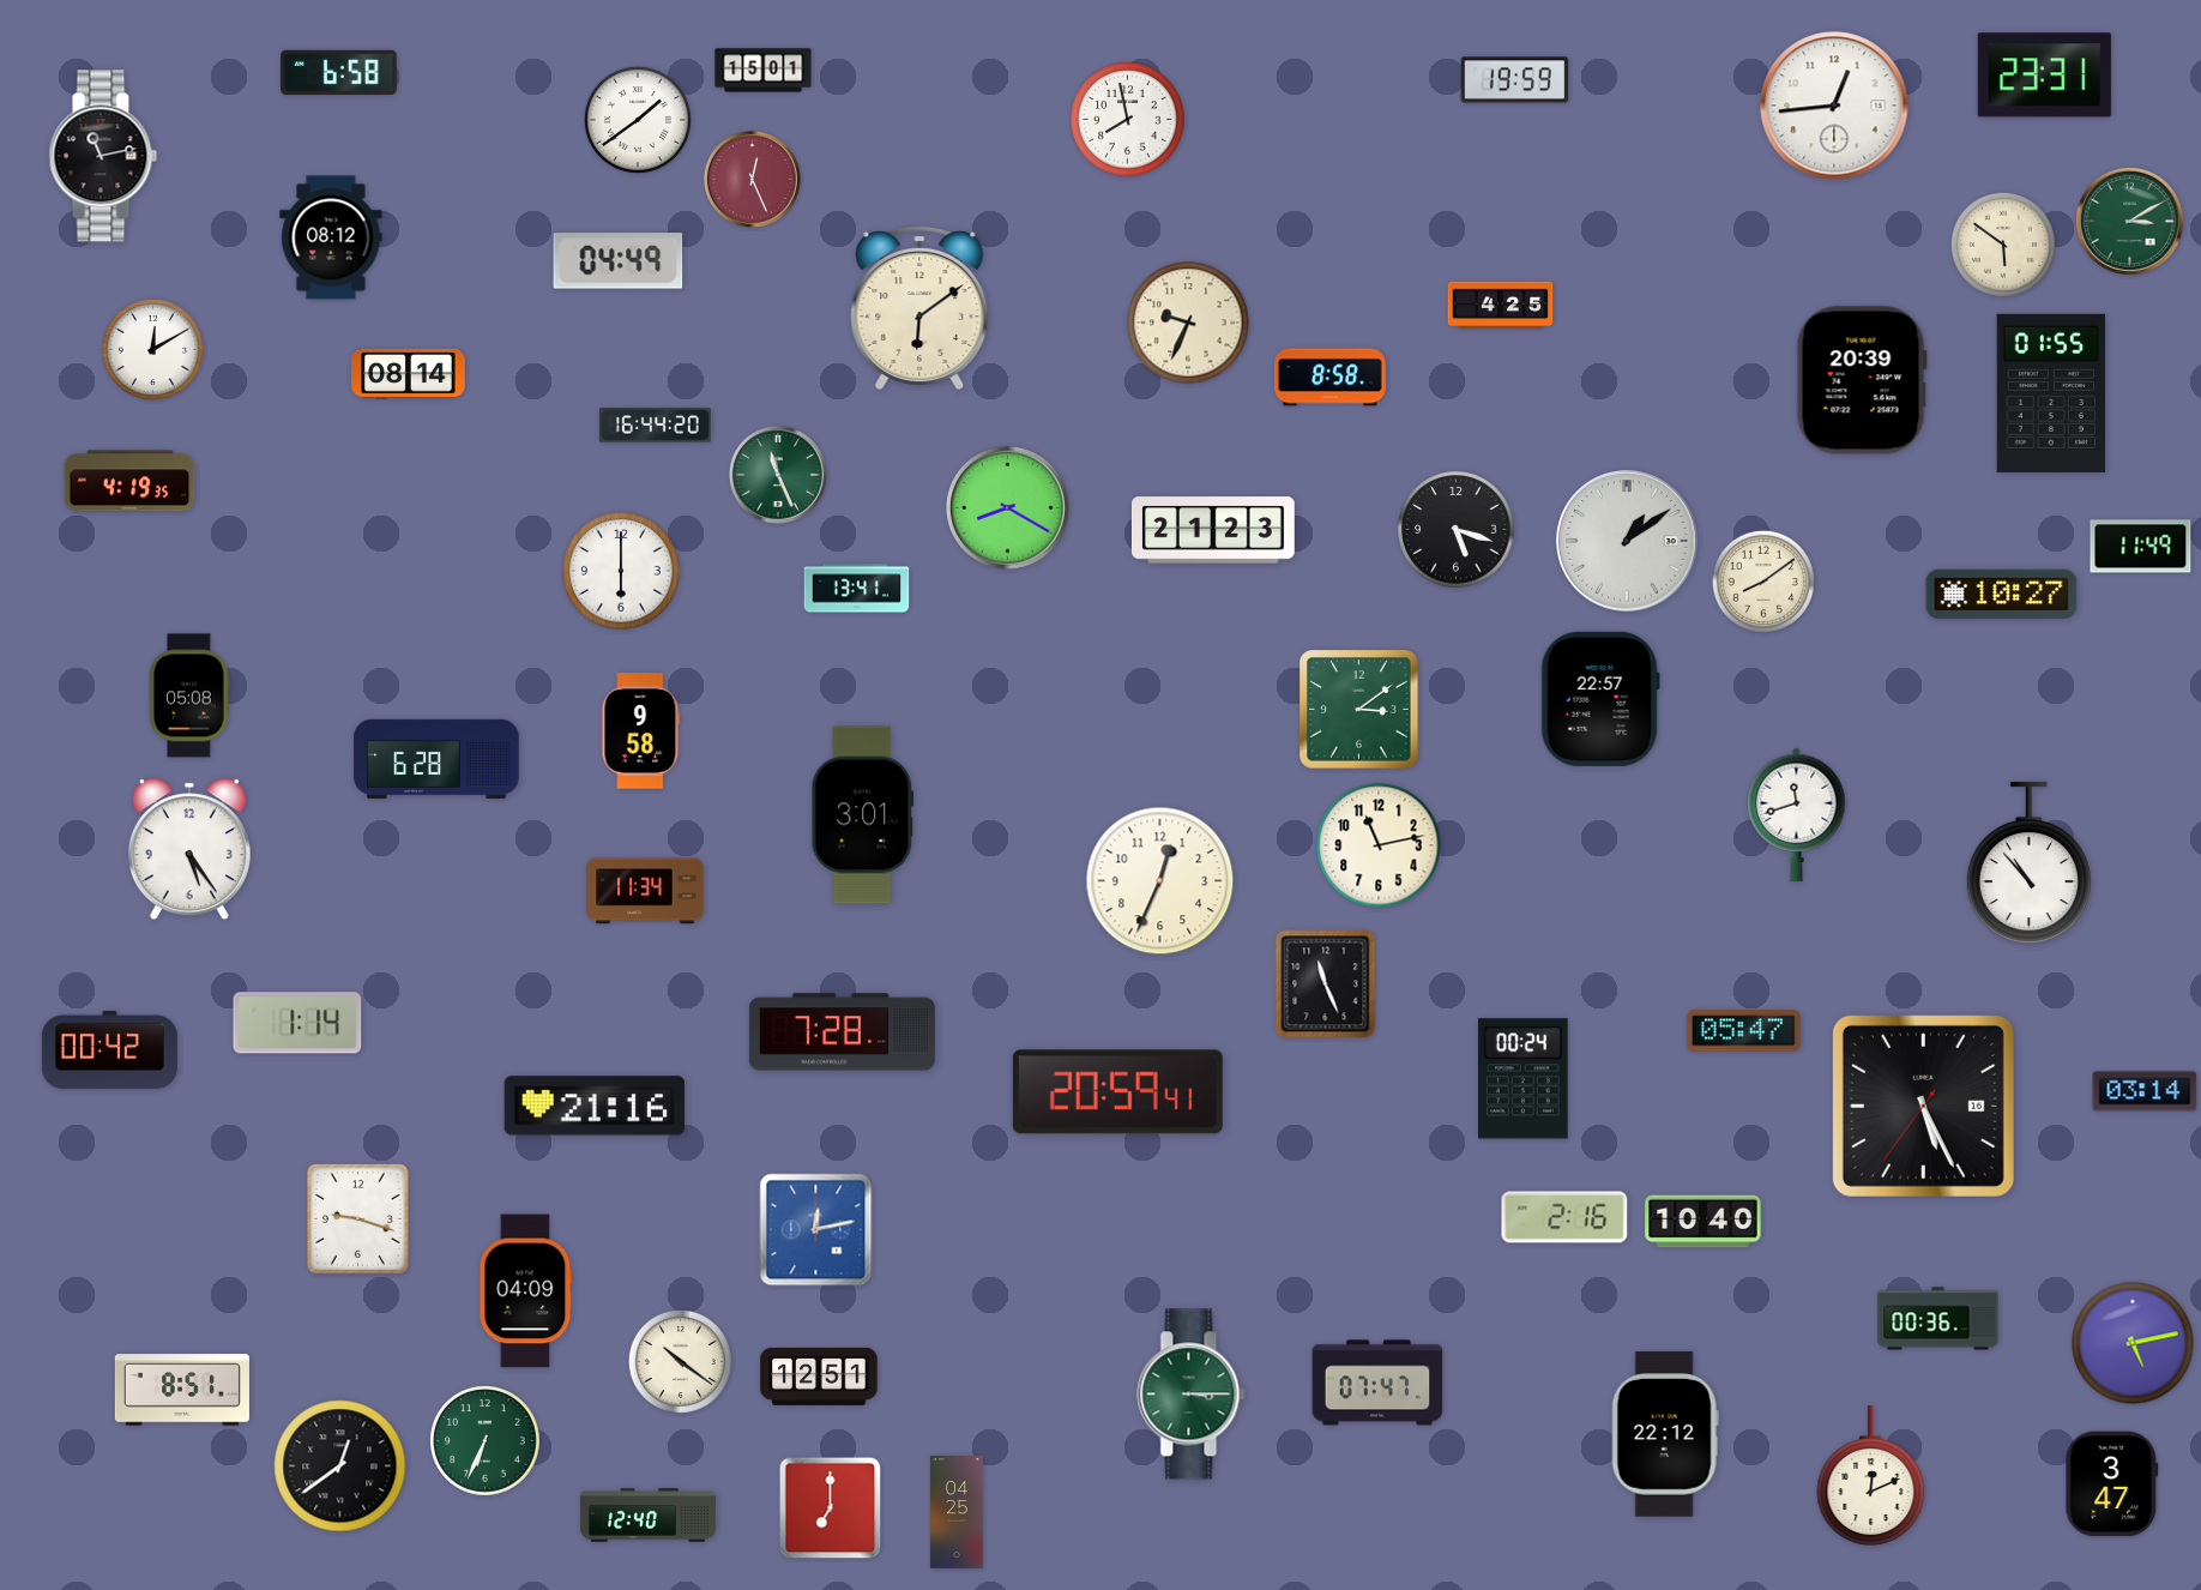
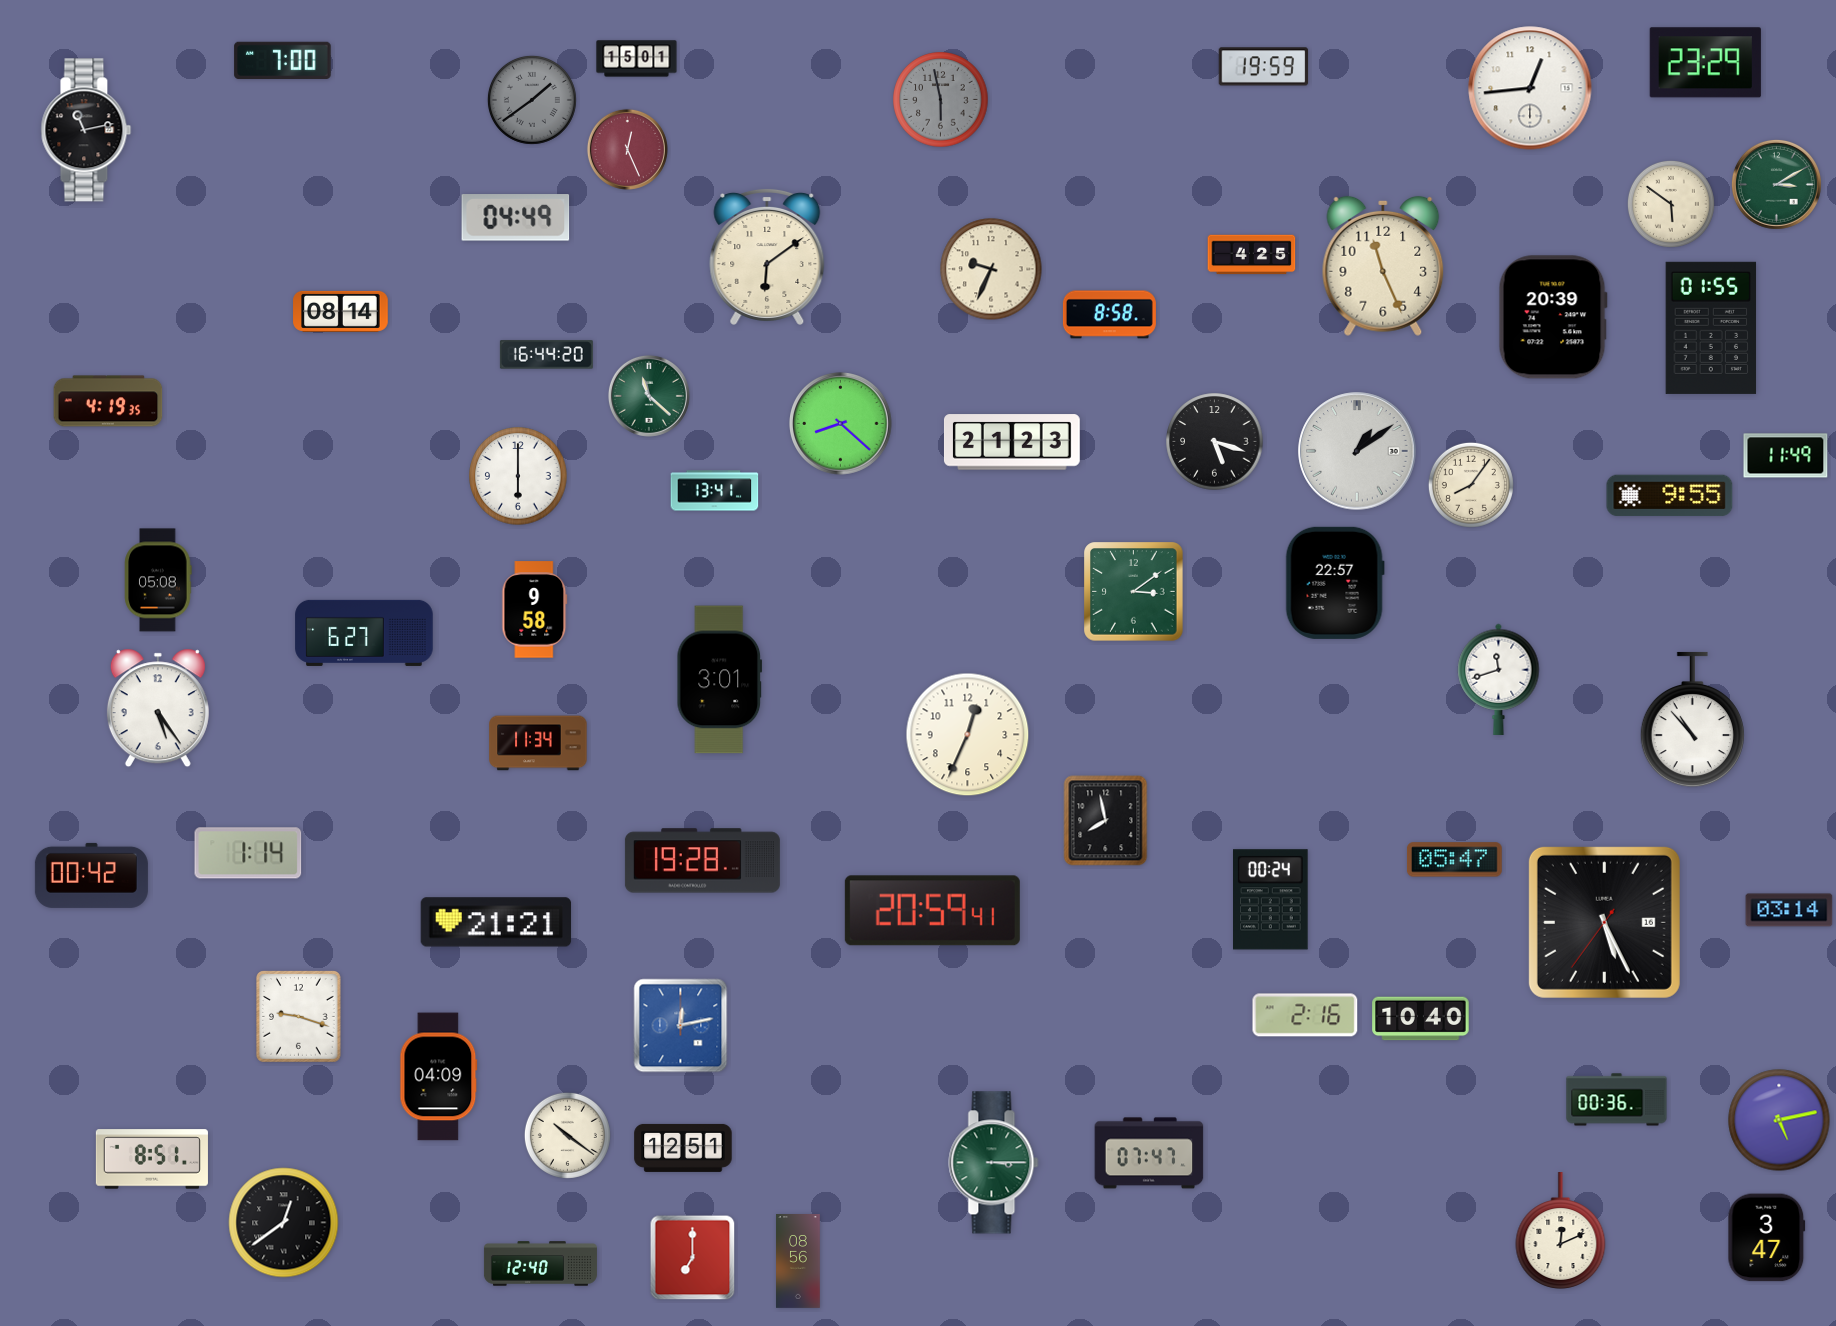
clock at (339, 73): 6:58 -> 7:00
clock at (2044, 76): 23:31 -> 23:29
clock at (638, 120) dial: white -> grey
clock at (1128, 120): 7:58 -> 5:58
clock at (1128, 120) dial: white -> grey
clock at (331, 237): 08:12 -> none
clock at (1383, 266): none -> 11:26
clock at (152, 349): 12:10 -> none
clock at (778, 475): 11:26 -> 11:22
clock at (1008, 508): 8:20 -> 8:22
clock at (1763, 582): 8:09 -> 8:06
clock at (2002, 595): 10:27 -> 9:55
clock at (436, 759): 6:28 -> 6:27
clock at (1379, 845): 11:13 -> none
clock at (1326, 984): 11:26 -> 7:58
clock at (842, 1032): 7:28 -> 19:28
clock at (595, 1106): 21:16 -> 21:21
clock at (1665, 1434): 22:12 -> none
clock at (486, 1441): 6:34 -> none
clock at (2112, 1484) position: (2112, 1484) -> (1767, 1238)
clock at (957, 1513): 04:25 -> 08:56
